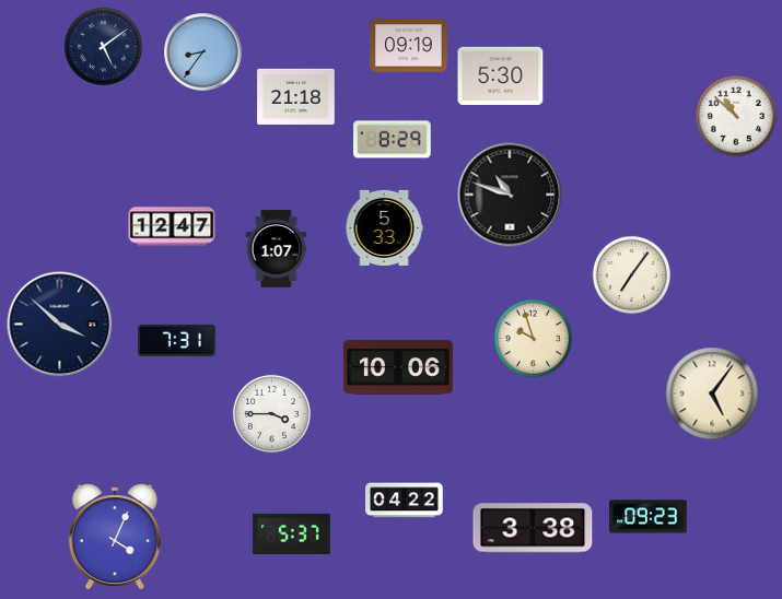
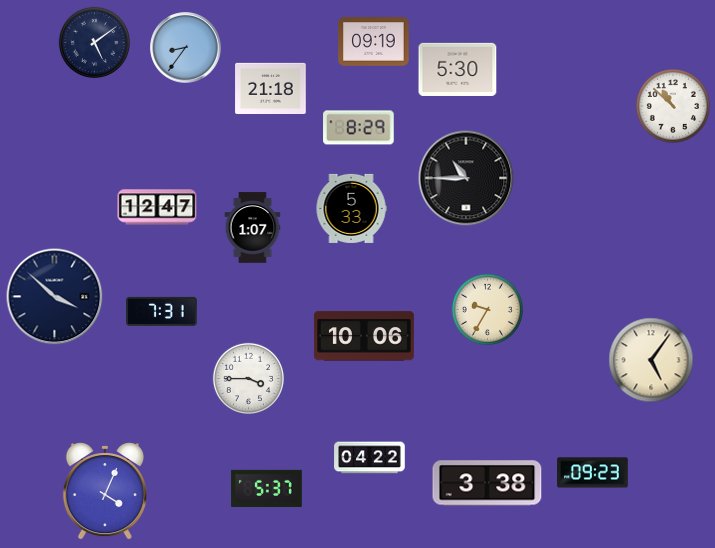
clock at (510, 195): 10:48 -> 10:45
clock at (631, 274): 7:06 -> none
clock at (533, 338): 9:57 -> 9:35
